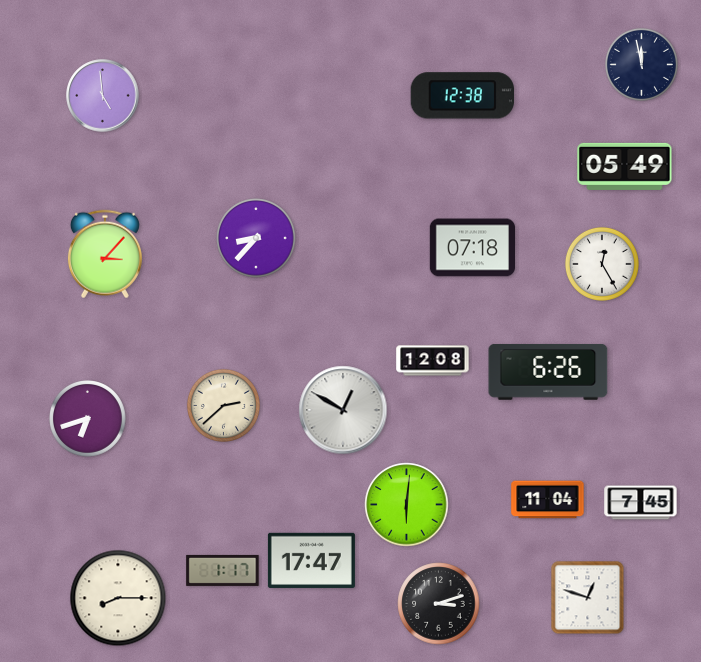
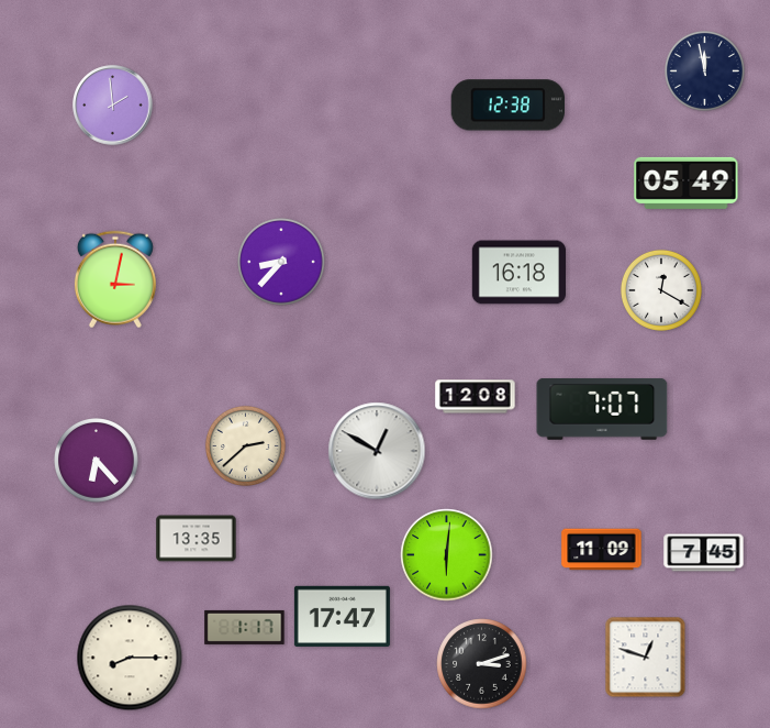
clock at (103, 96): 4:59 -> 1:59
clock at (472, 248): 07:18 -> 16:18
clock at (105, 254): 3:07 -> 3:02
clock at (602, 264): 12:25 -> 12:20
clock at (548, 372): 6:26 -> 7:07
clock at (88, 419): 6:42 -> 6:23
clock at (197, 539): none -> 13:35
clock at (548, 500): 11:04 -> 11:09
